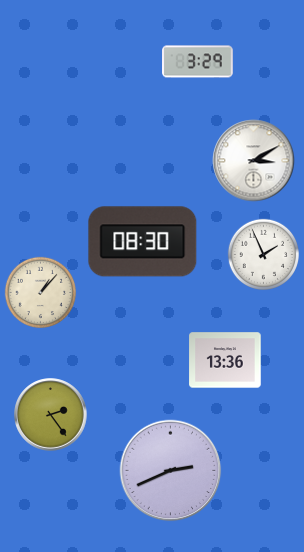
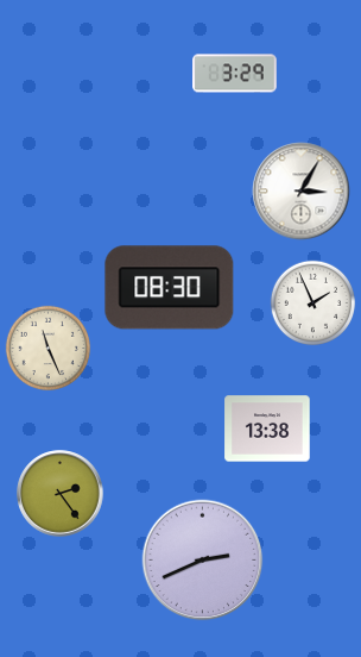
clock at (254, 161): 3:10 -> 3:05
clock at (41, 293): 1:07 -> 11:26
clock at (225, 360): 13:36 -> 13:38
